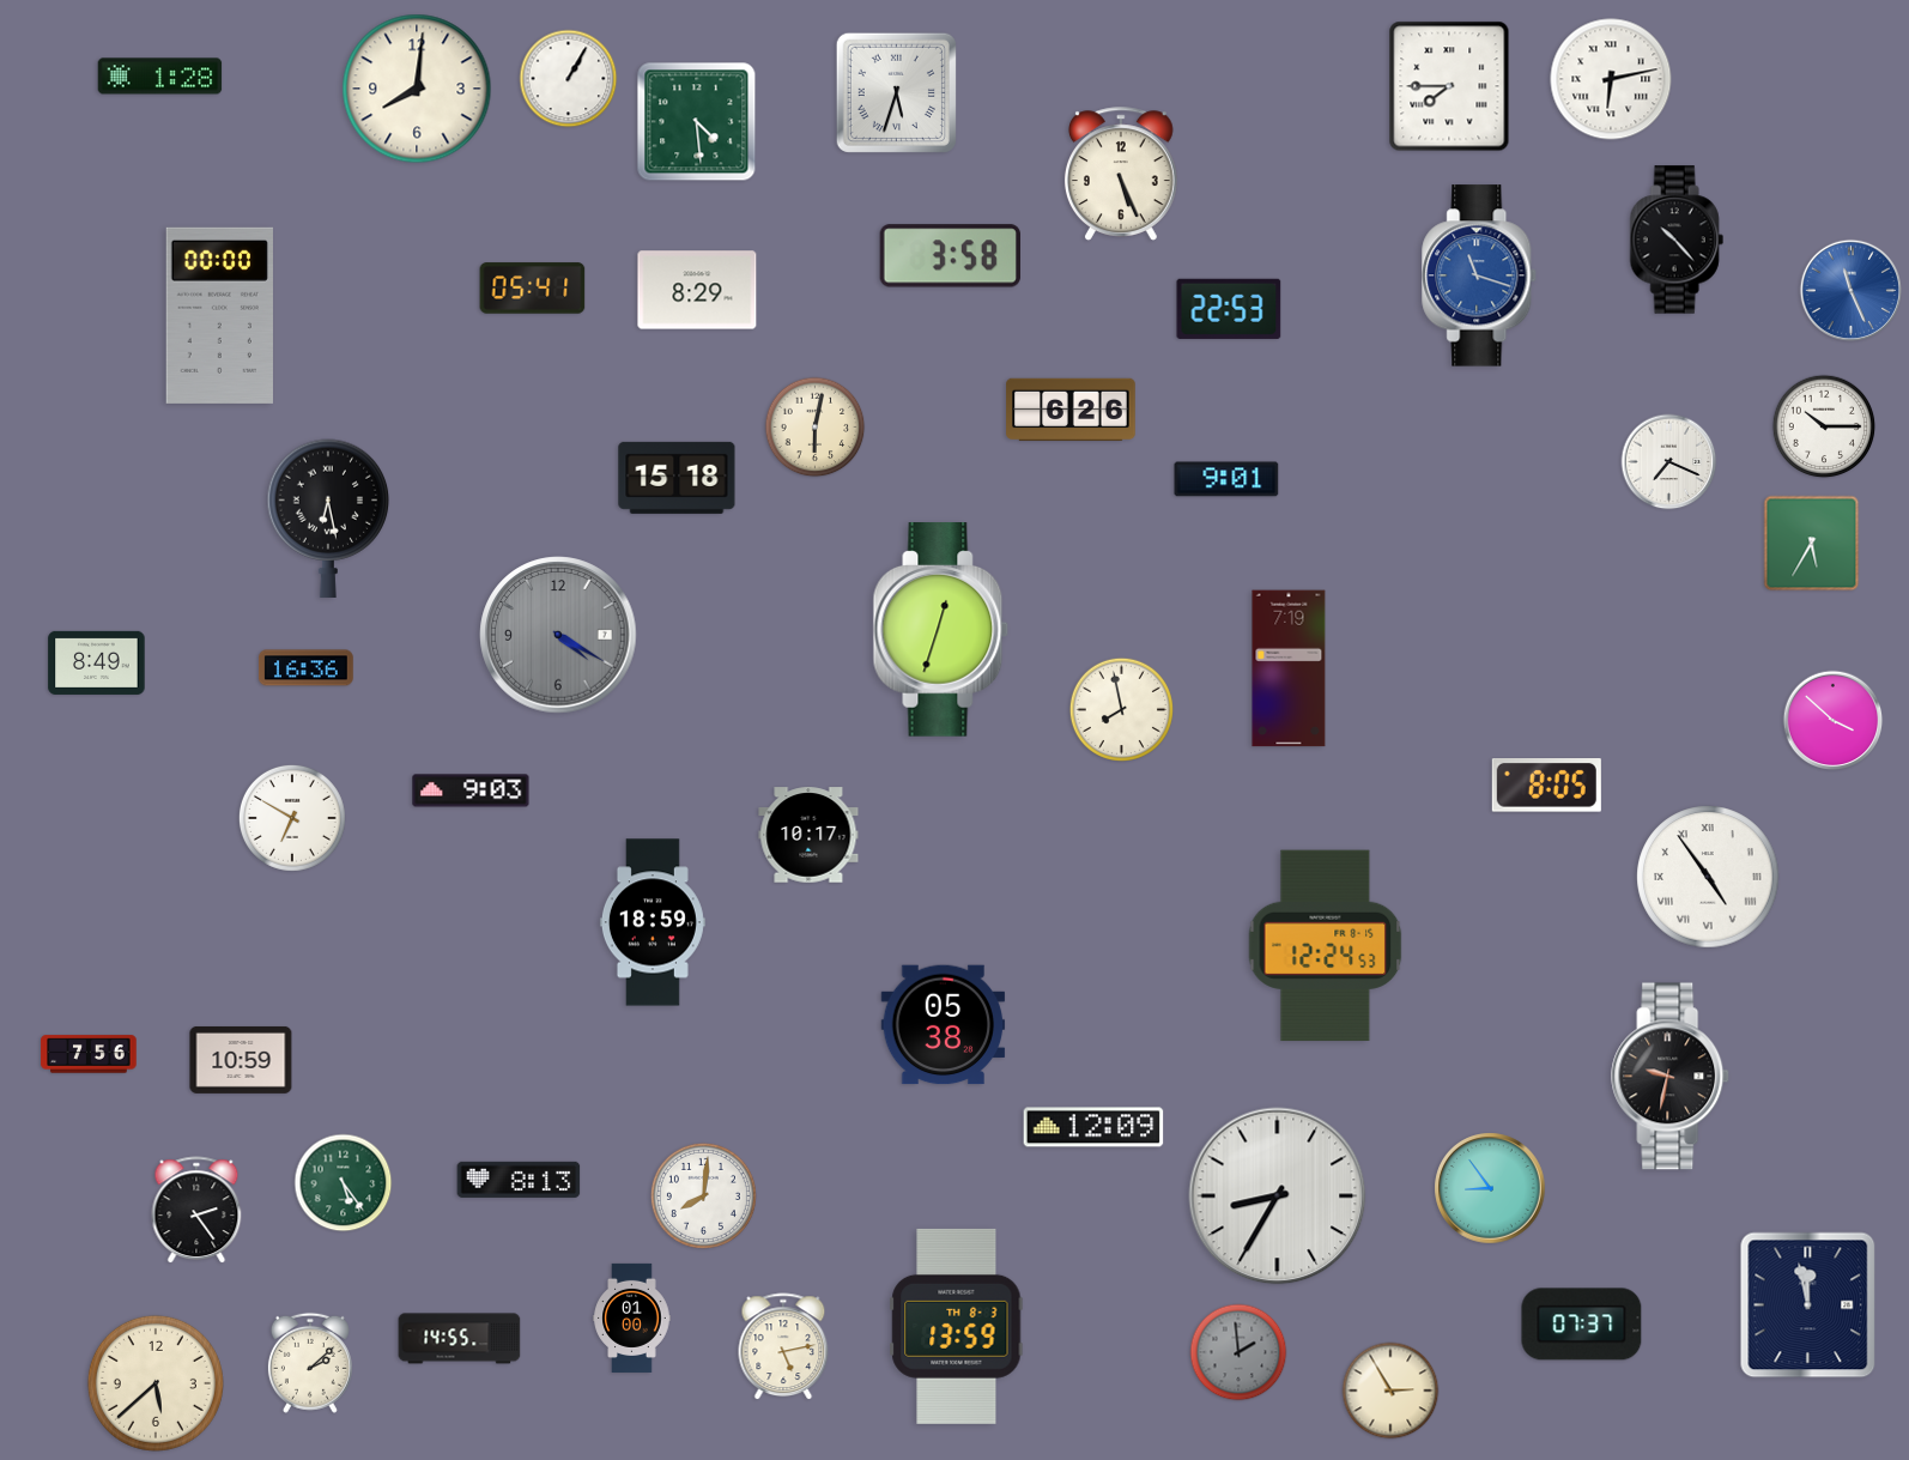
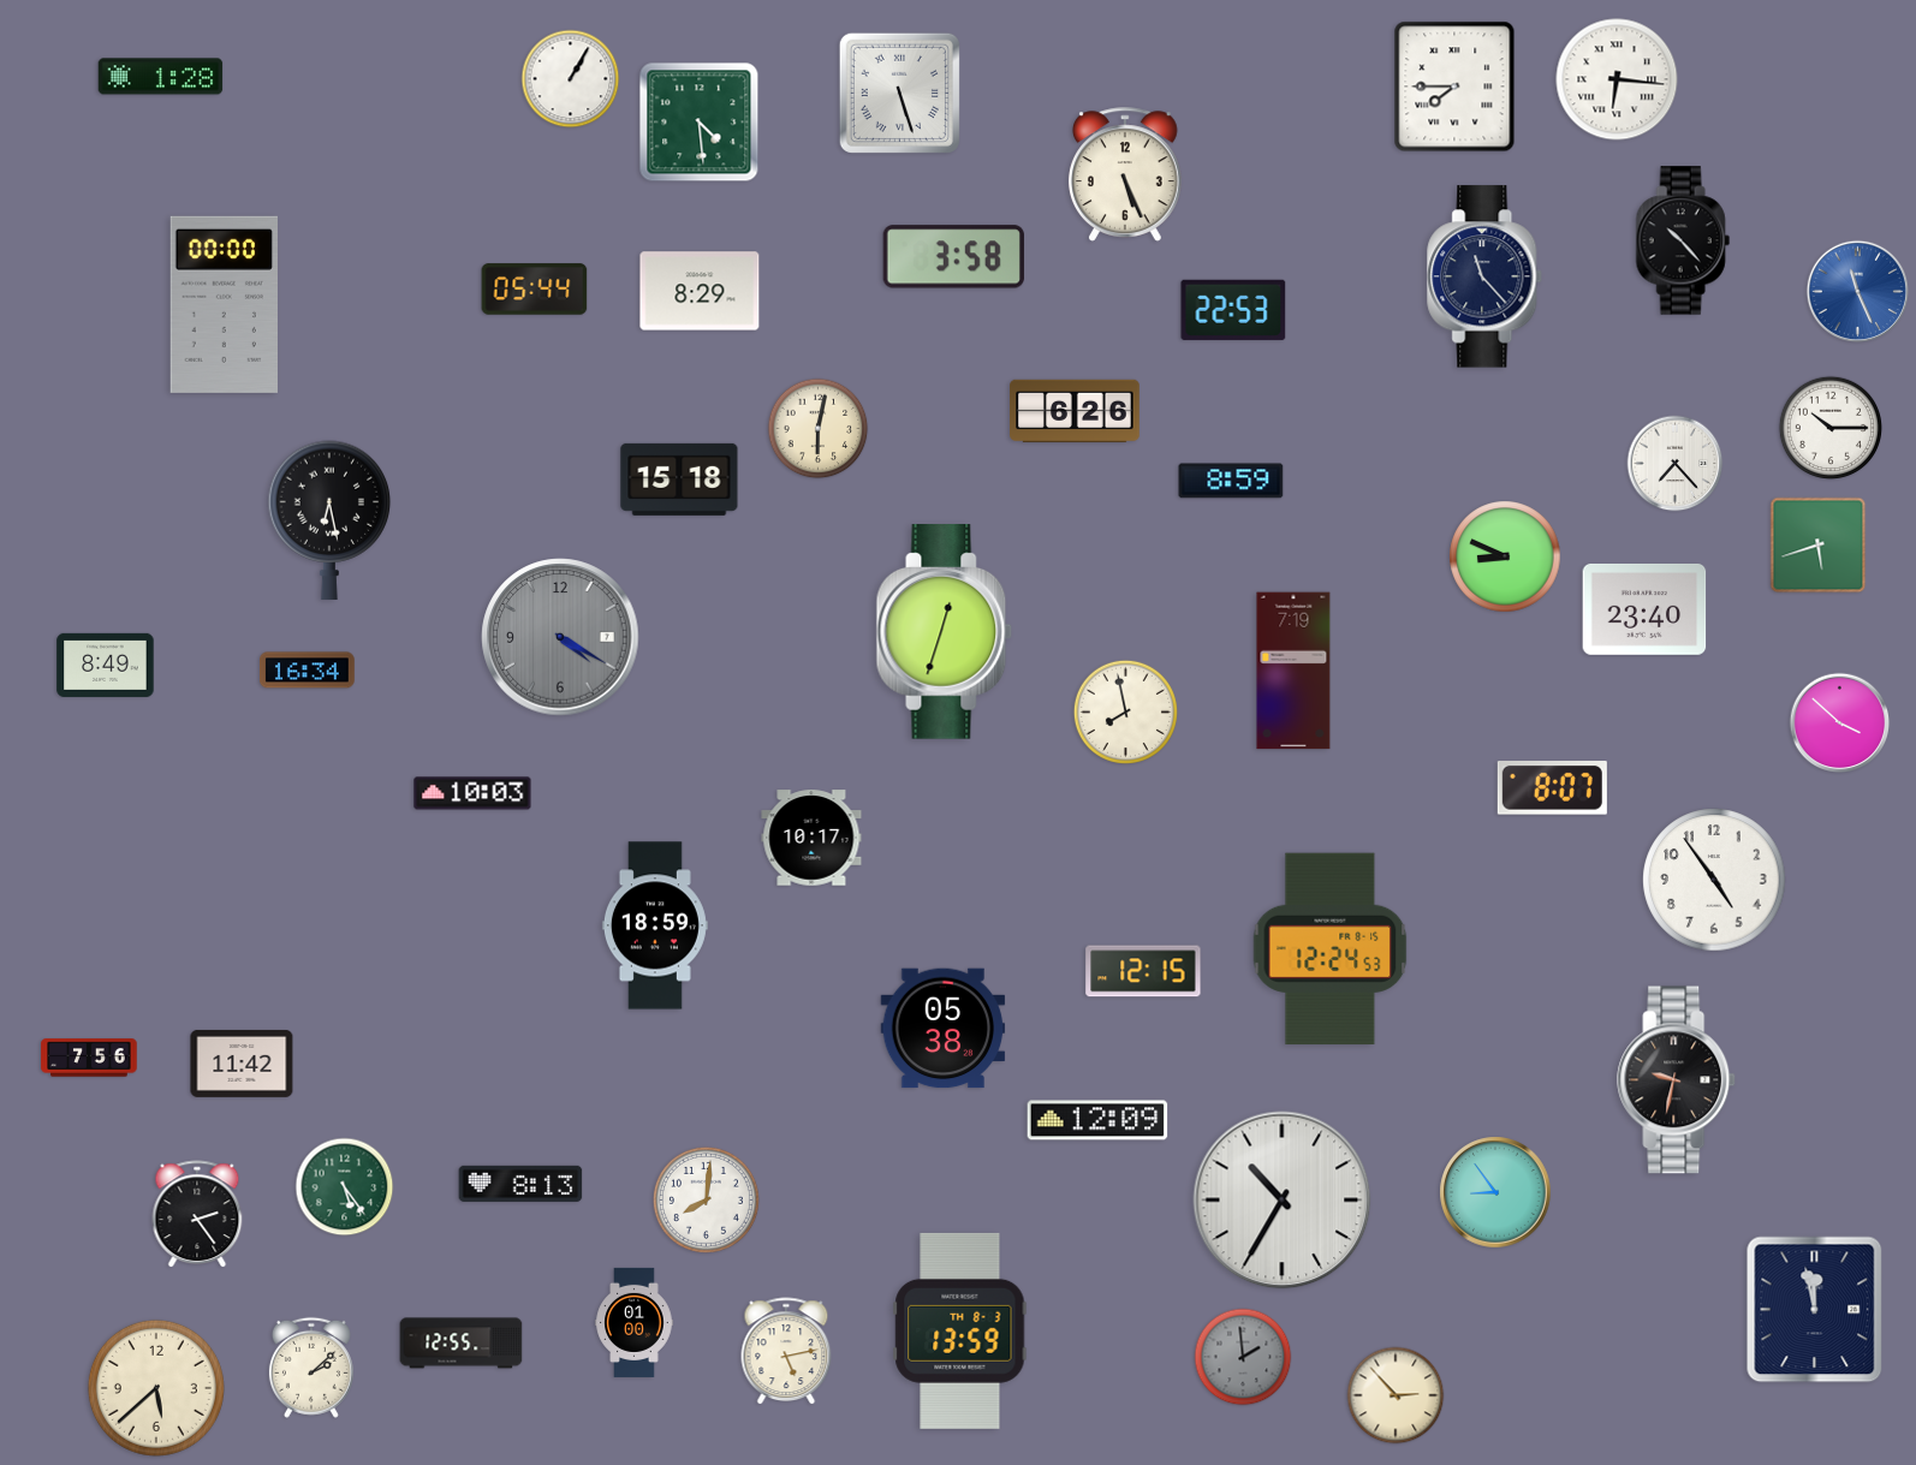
clock at (1611, 79): 6:13 -> 6:16
clock at (417, 89): 8:01 -> none
clock at (896, 92): 5:33 -> 5:27
clock at (1480, 275): 11:18 -> 11:23
clock at (1480, 275) dial: blue -> navy
clock at (533, 289): 05:41 -> 05:44
clock at (219, 315) position: (219, 315) -> (224, 304)
clock at (1669, 462): 7:19 -> 7:23
clock at (1226, 479): 9:01 -> 8:59
clock at (1812, 544): 5:35 -> 5:42
clock at (1505, 556): none -> 8:49
clock at (1644, 609): none -> 23:40
clock at (97, 662) position: (97, 662) -> (106, 665)
clock at (307, 668): 16:36 -> 16:34
clock at (1546, 786): 8:05 -> 8:07
clock at (471, 790): 9:03 -> 10:03
clock at (292, 818): 6:50 -> none
clock at (1708, 877) numerals: Roman -> Arabic
clock at (1143, 971): none -> 12:15
clock at (944, 1025) position: (944, 1025) -> (944, 1029)
clock at (241, 1060): 10:59 -> 11:42
clock at (1093, 1127) position: (1093, 1127) -> (1097, 1120)
clock at (1278, 1197): 8:35 -> 10:35
clock at (1582, 1325): 07:37 -> none
clock at (460, 1339): 14:55 -> 12:55
clock at (1390, 1391): 2:55 -> 2:53
